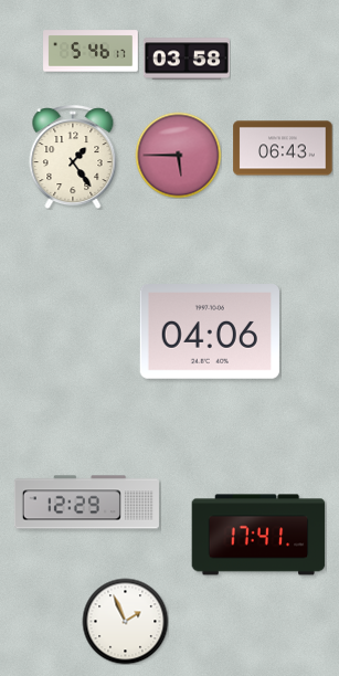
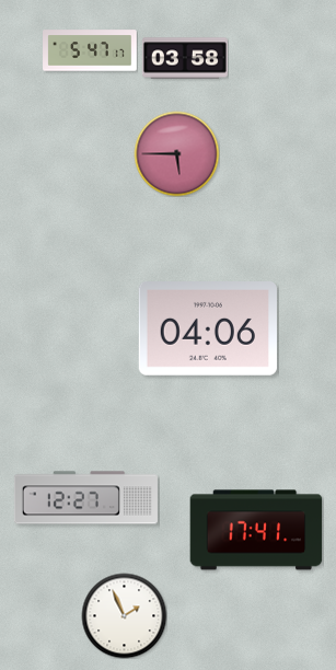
clock at (91, 51): 5:46 -> 5:47
clock at (283, 148): 06:43 -> none
clock at (73, 157): 1:24 -> none
clock at (86, 503): 12:29 -> 12:27
